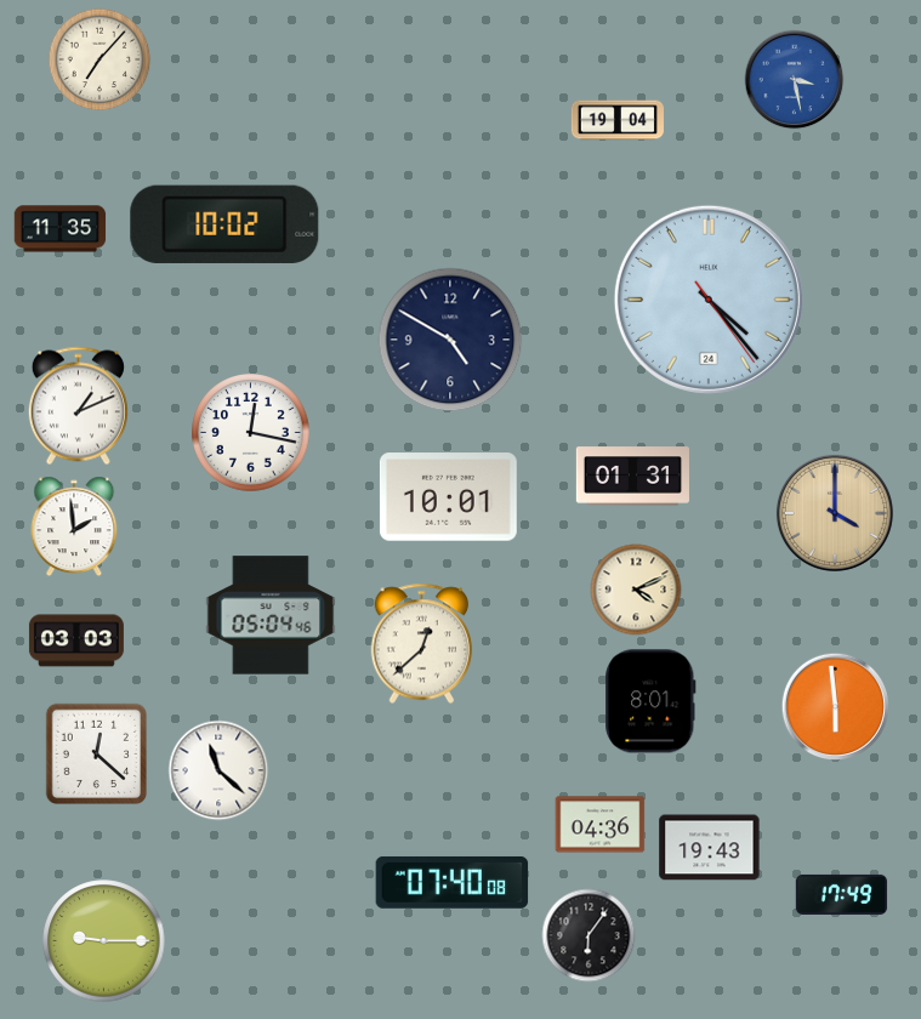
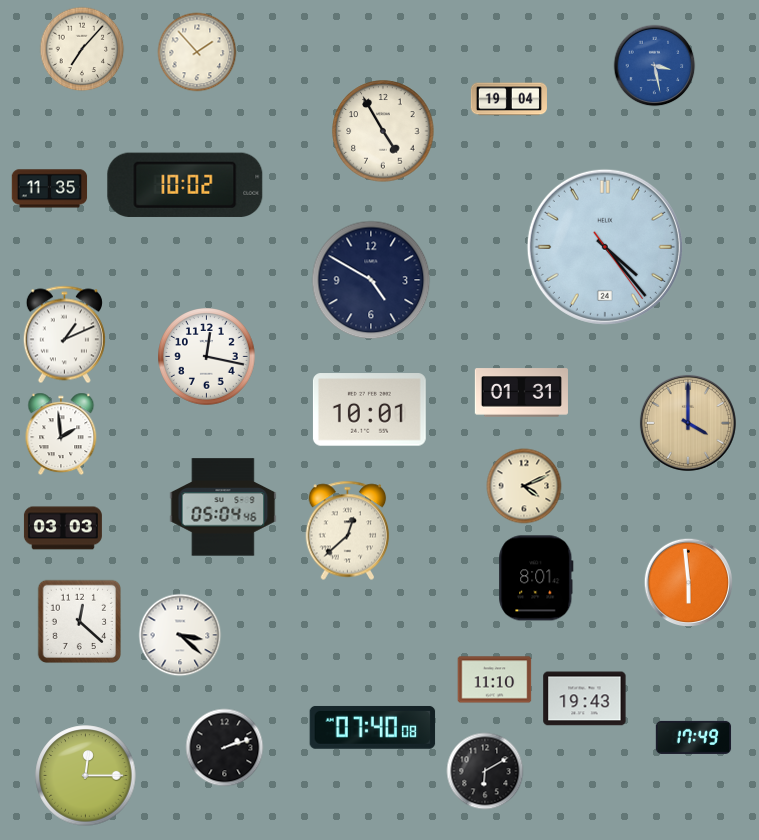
clock at (197, 52): none -> 1:53
clock at (383, 131): none -> 4:55
clock at (709, 300) position: (709, 300) -> (605, 247)
clock at (218, 770): 11:22 -> 3:22
clock at (601, 825): 04:36 -> 11:10
clock at (225, 748): none -> 2:12
clock at (589, 935): 6:06 -> 6:10
clock at (104, 941): 9:15 -> 12:15
